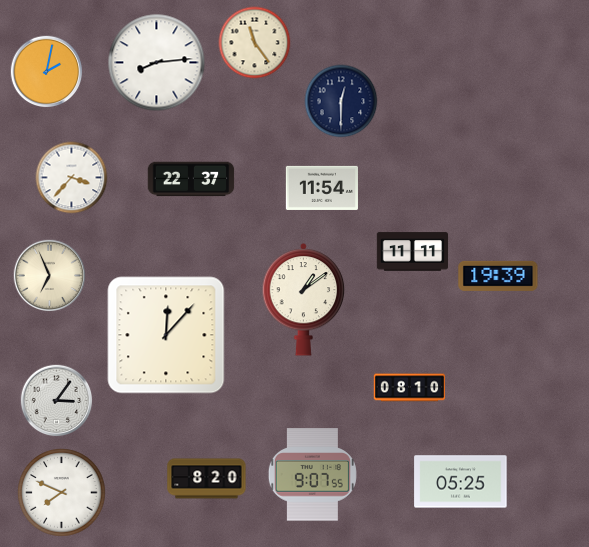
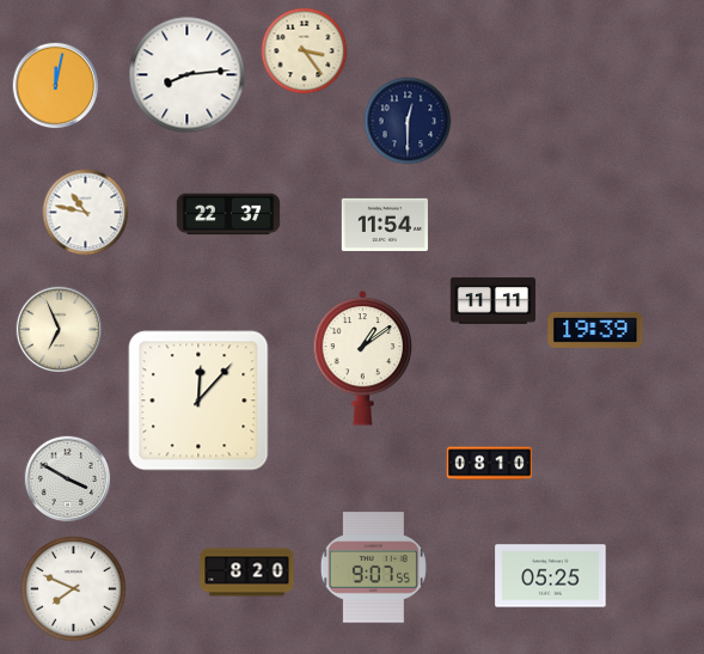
clock at (255, 43): 11:24 -> 3:24
clock at (47, 72): 2:02 -> 12:02
clock at (72, 178): 3:37 -> 10:47
clock at (57, 401): 3:06 -> 3:50
